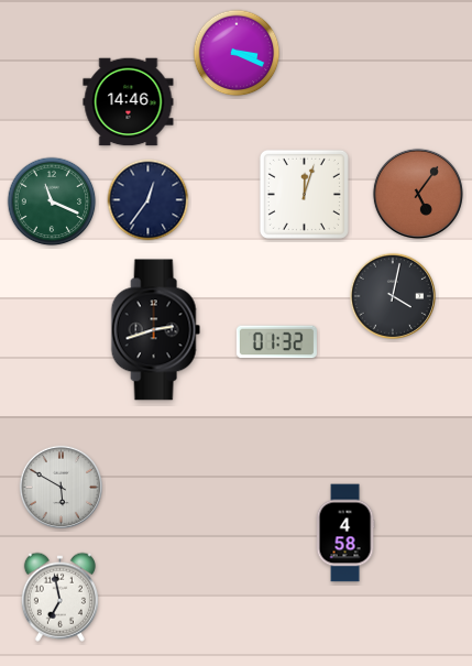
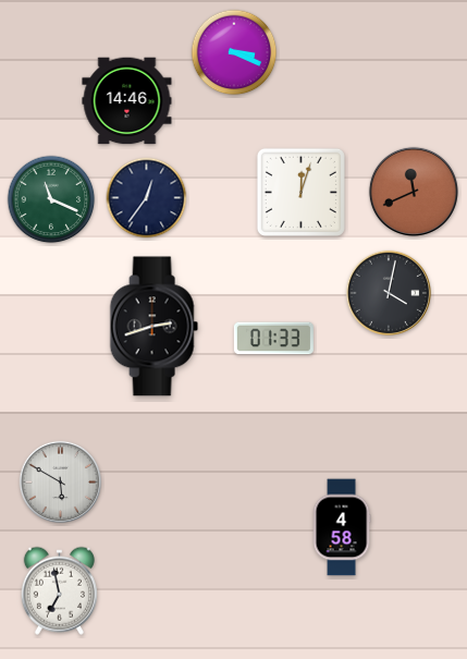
clock at (418, 194): 5:06 -> 11:41
clock at (276, 342): 01:32 -> 01:33
